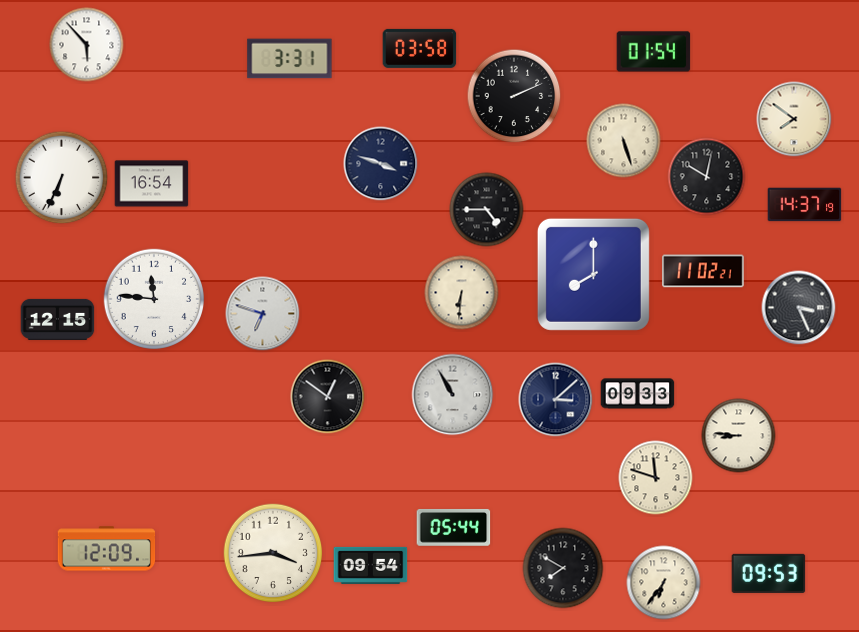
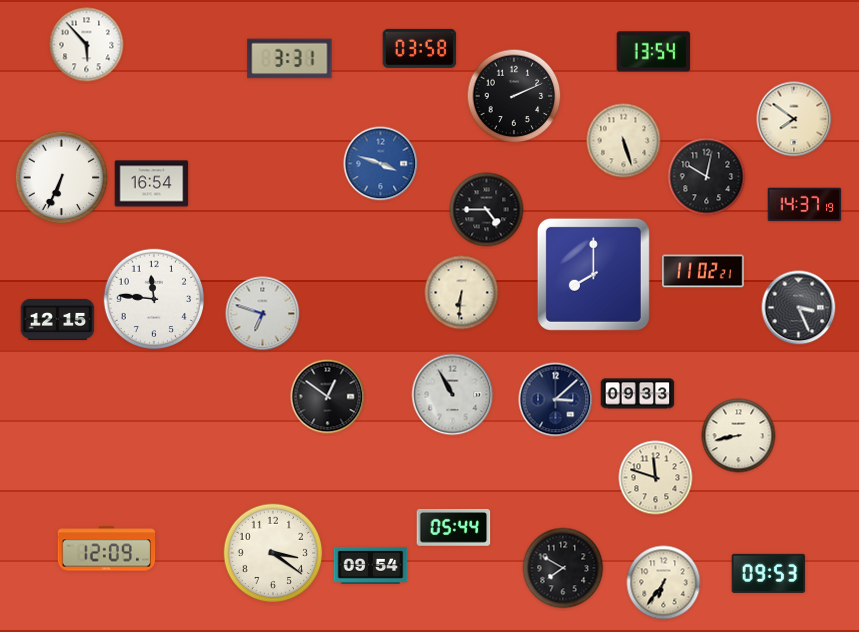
clock at (654, 52): 01:54 -> 13:54
clock at (381, 164) dial: navy -> blue
clock at (739, 436): 8:46 -> 8:43
clock at (273, 553): 3:44 -> 3:21
